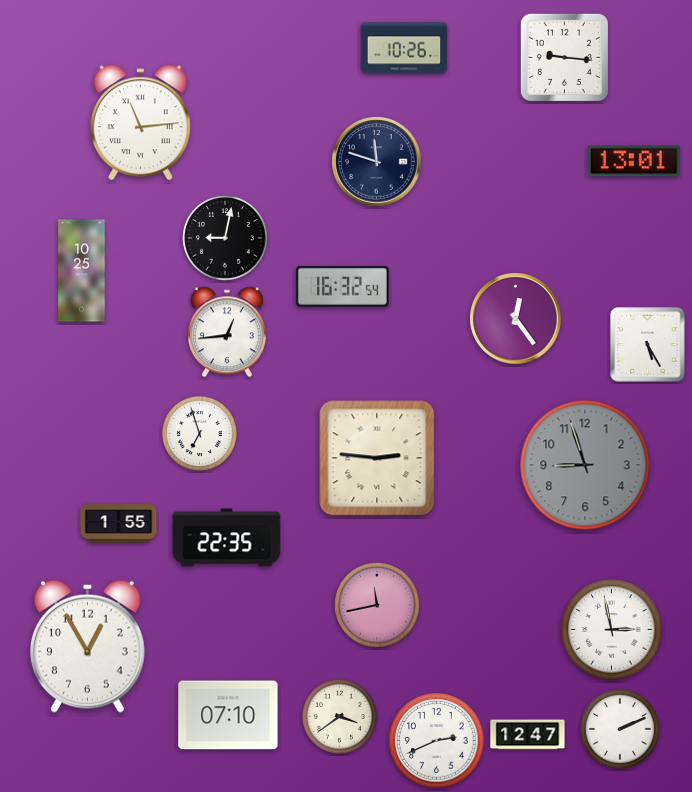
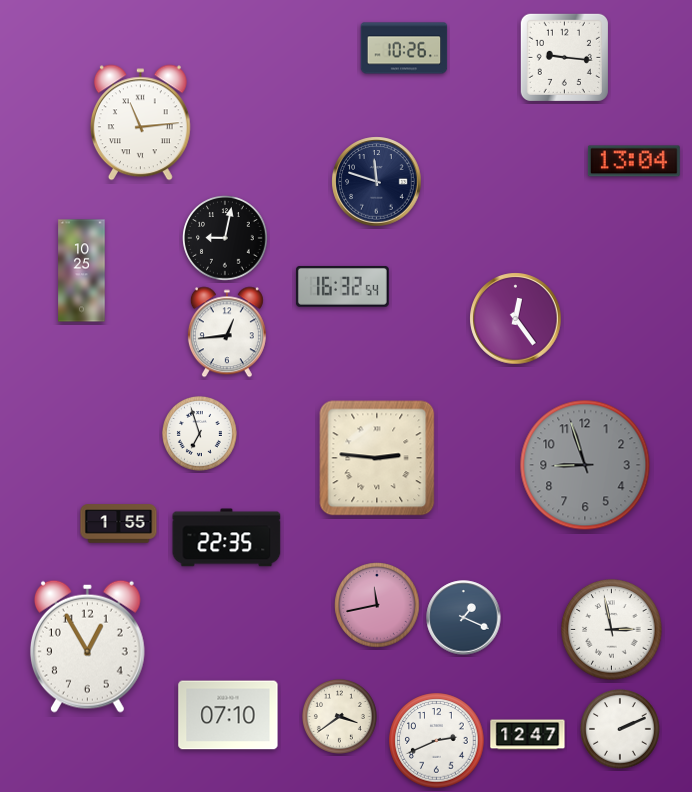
clock at (634, 161): 13:01 -> 13:04
clock at (377, 162) position: (377, 162) -> (377, 182)
clock at (648, 345): 5:25 -> none
clock at (464, 618): none -> 1:19
